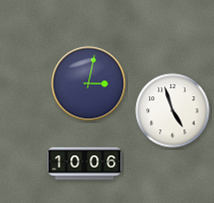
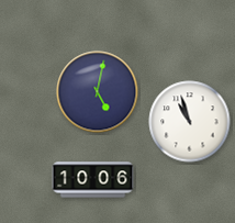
clock at (89, 84): 3:02 -> 5:02
clock at (173, 111): 4:57 -> 10:57
